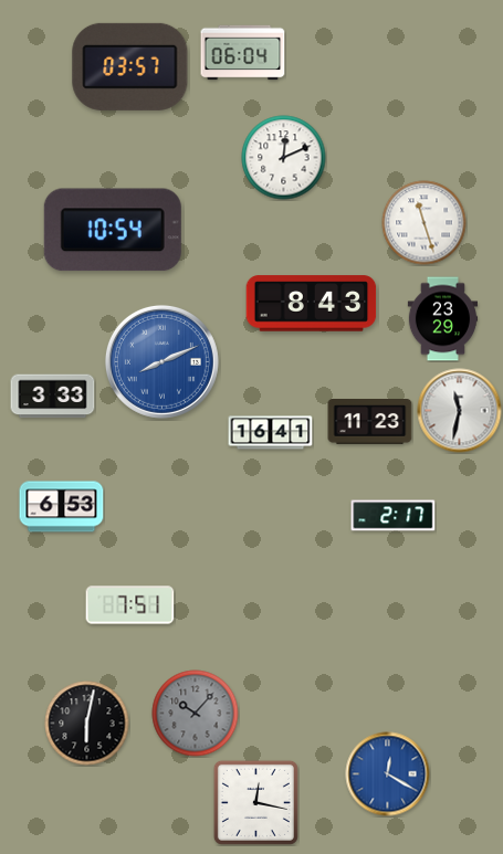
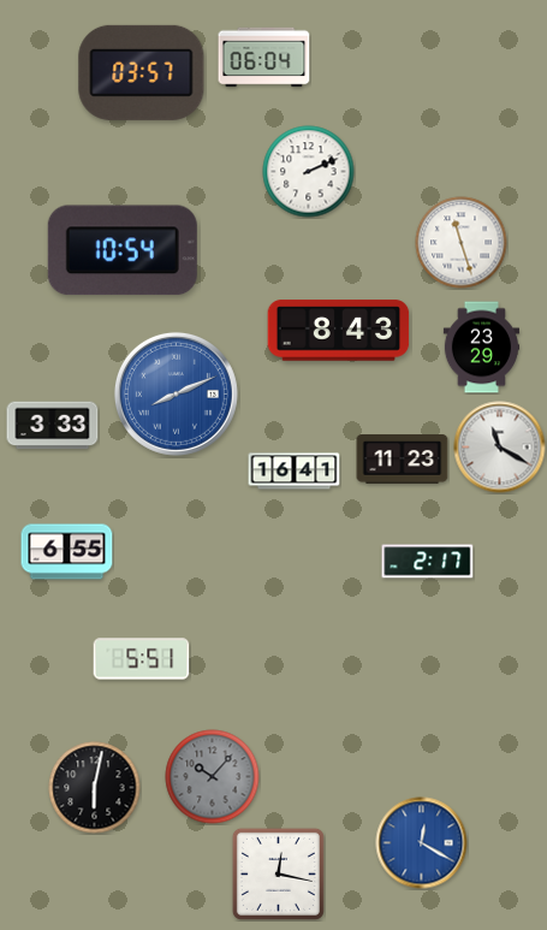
clock at (284, 158): 12:11 -> 2:11
clock at (53, 397) position: (53, 397) -> (53, 426)
clock at (460, 411): 11:32 -> 11:20
clock at (62, 507): 6:53 -> 6:55
clock at (130, 605): 7:51 -> 5:51
